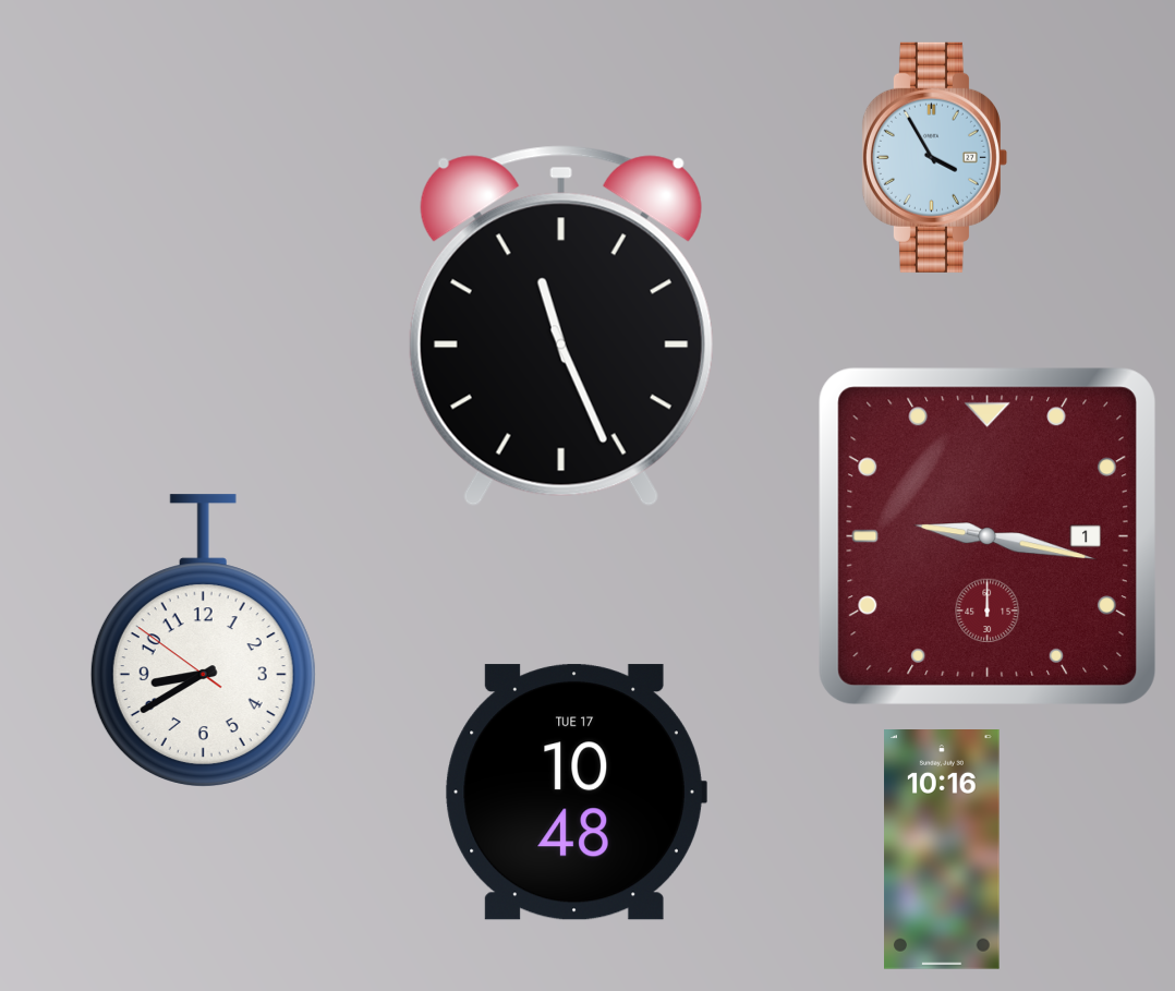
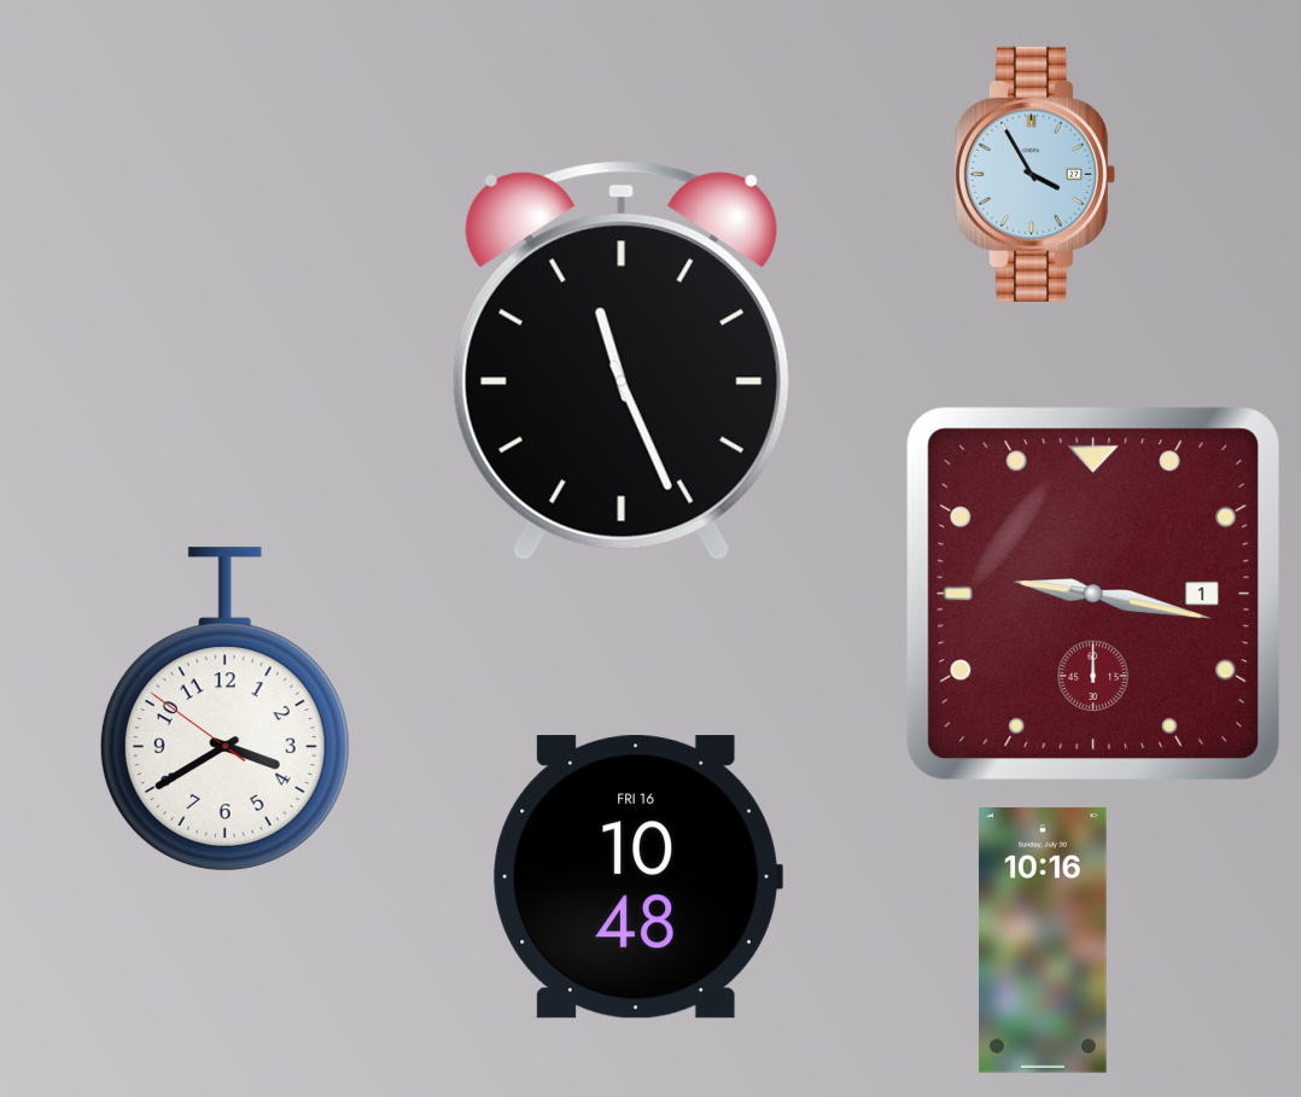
clock at (203, 641): 8:39 -> 3:39
clock at (576, 793) date: TUE 17 -> FRI 16
